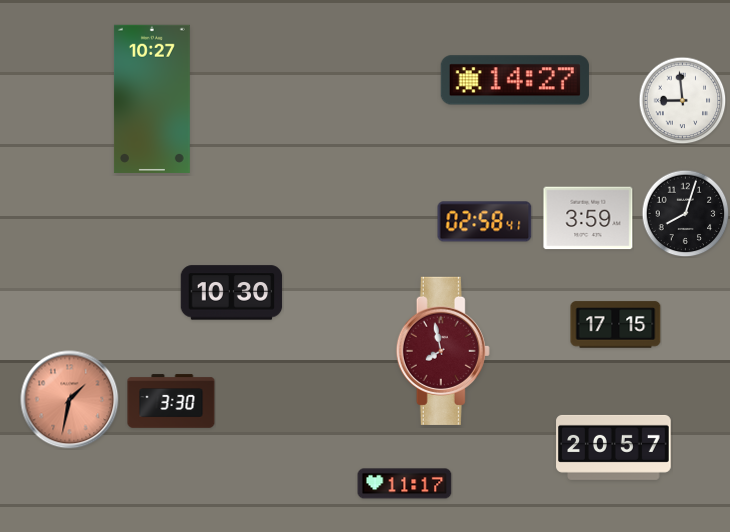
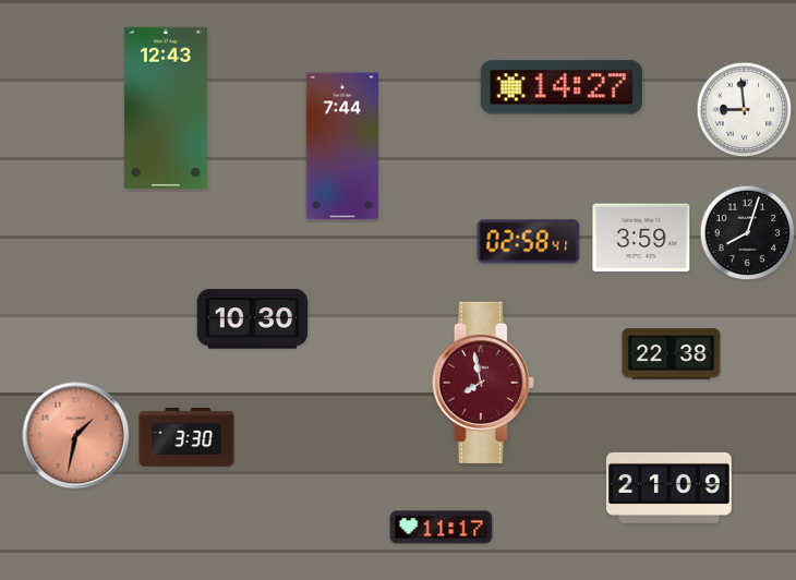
clock at (152, 99): 10:27 -> 12:43
clock at (342, 146): none -> 7:44
clock at (616, 325): 17:15 -> 22:38
clock at (614, 447): 20:57 -> 21:09
